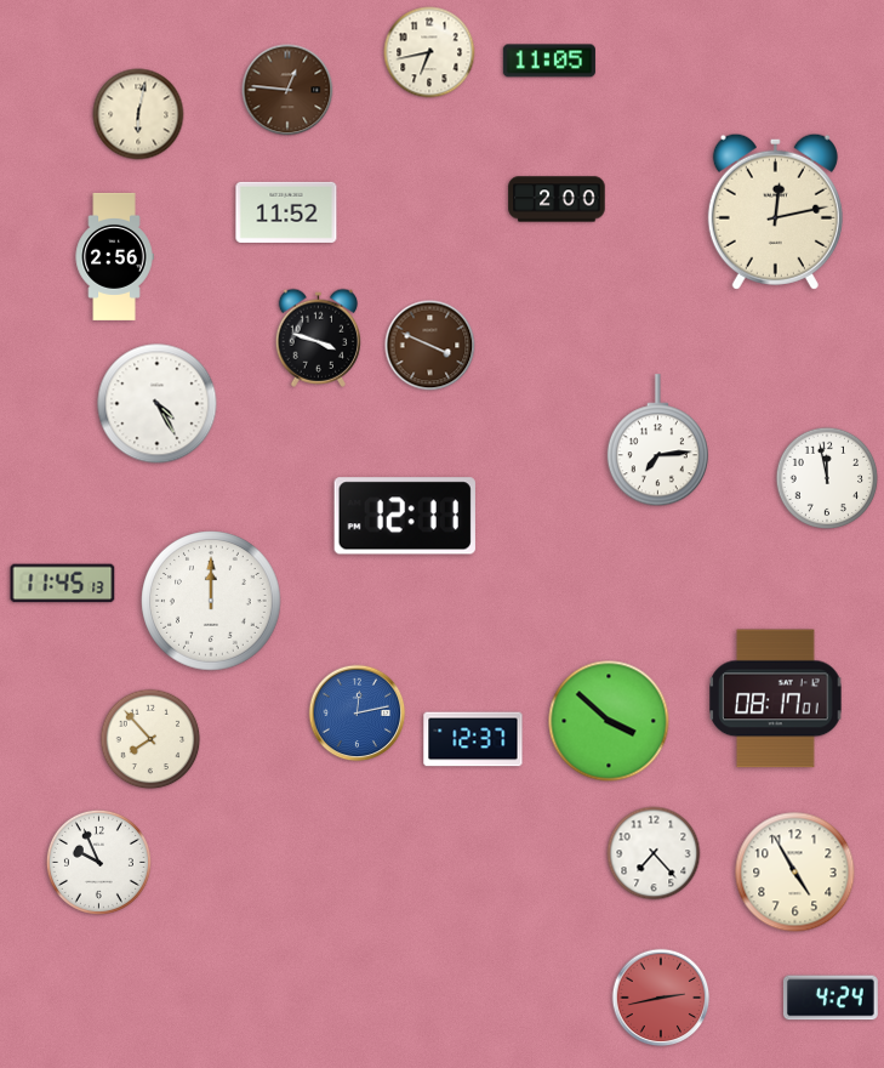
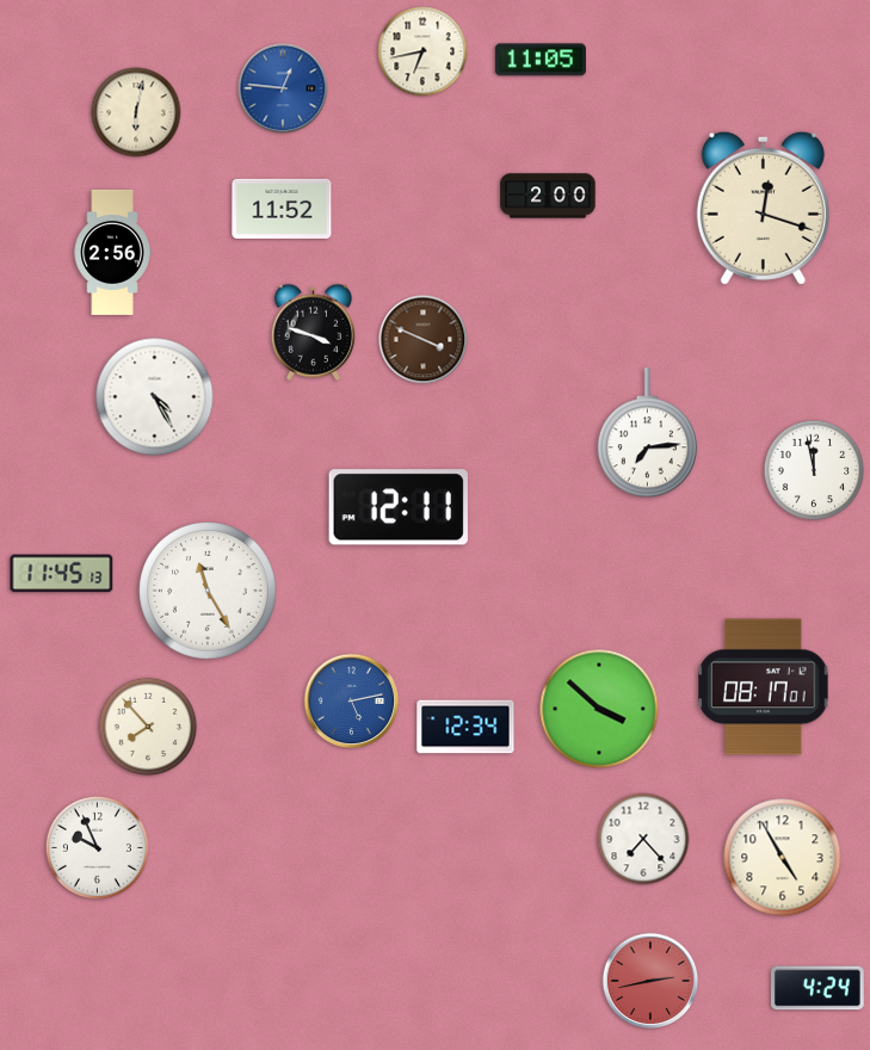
clock at (287, 90) dial: brown -> blue
clock at (775, 211): 12:13 -> 12:18
clock at (211, 601): 12:00 -> 11:25
clock at (358, 714): 12:13 -> 5:13
clock at (473, 739): 12:37 -> 12:34
clock at (831, 998) position: (831, 998) -> (817, 988)
